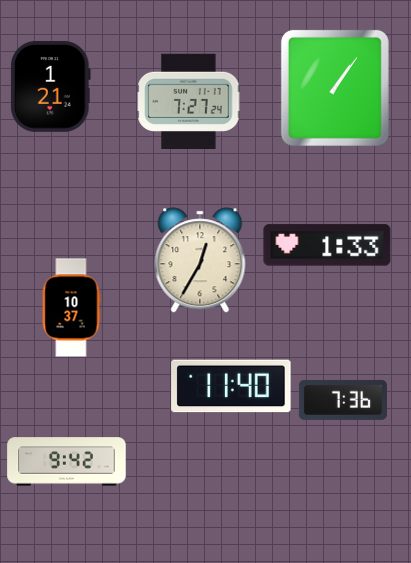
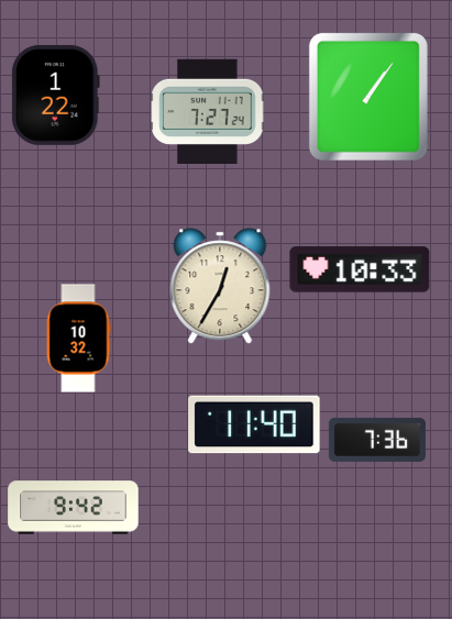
clock at (50, 86): 1:21 -> 1:22
clock at (327, 245): 1:33 -> 10:33
clock at (71, 308): 10:37 -> 10:32
